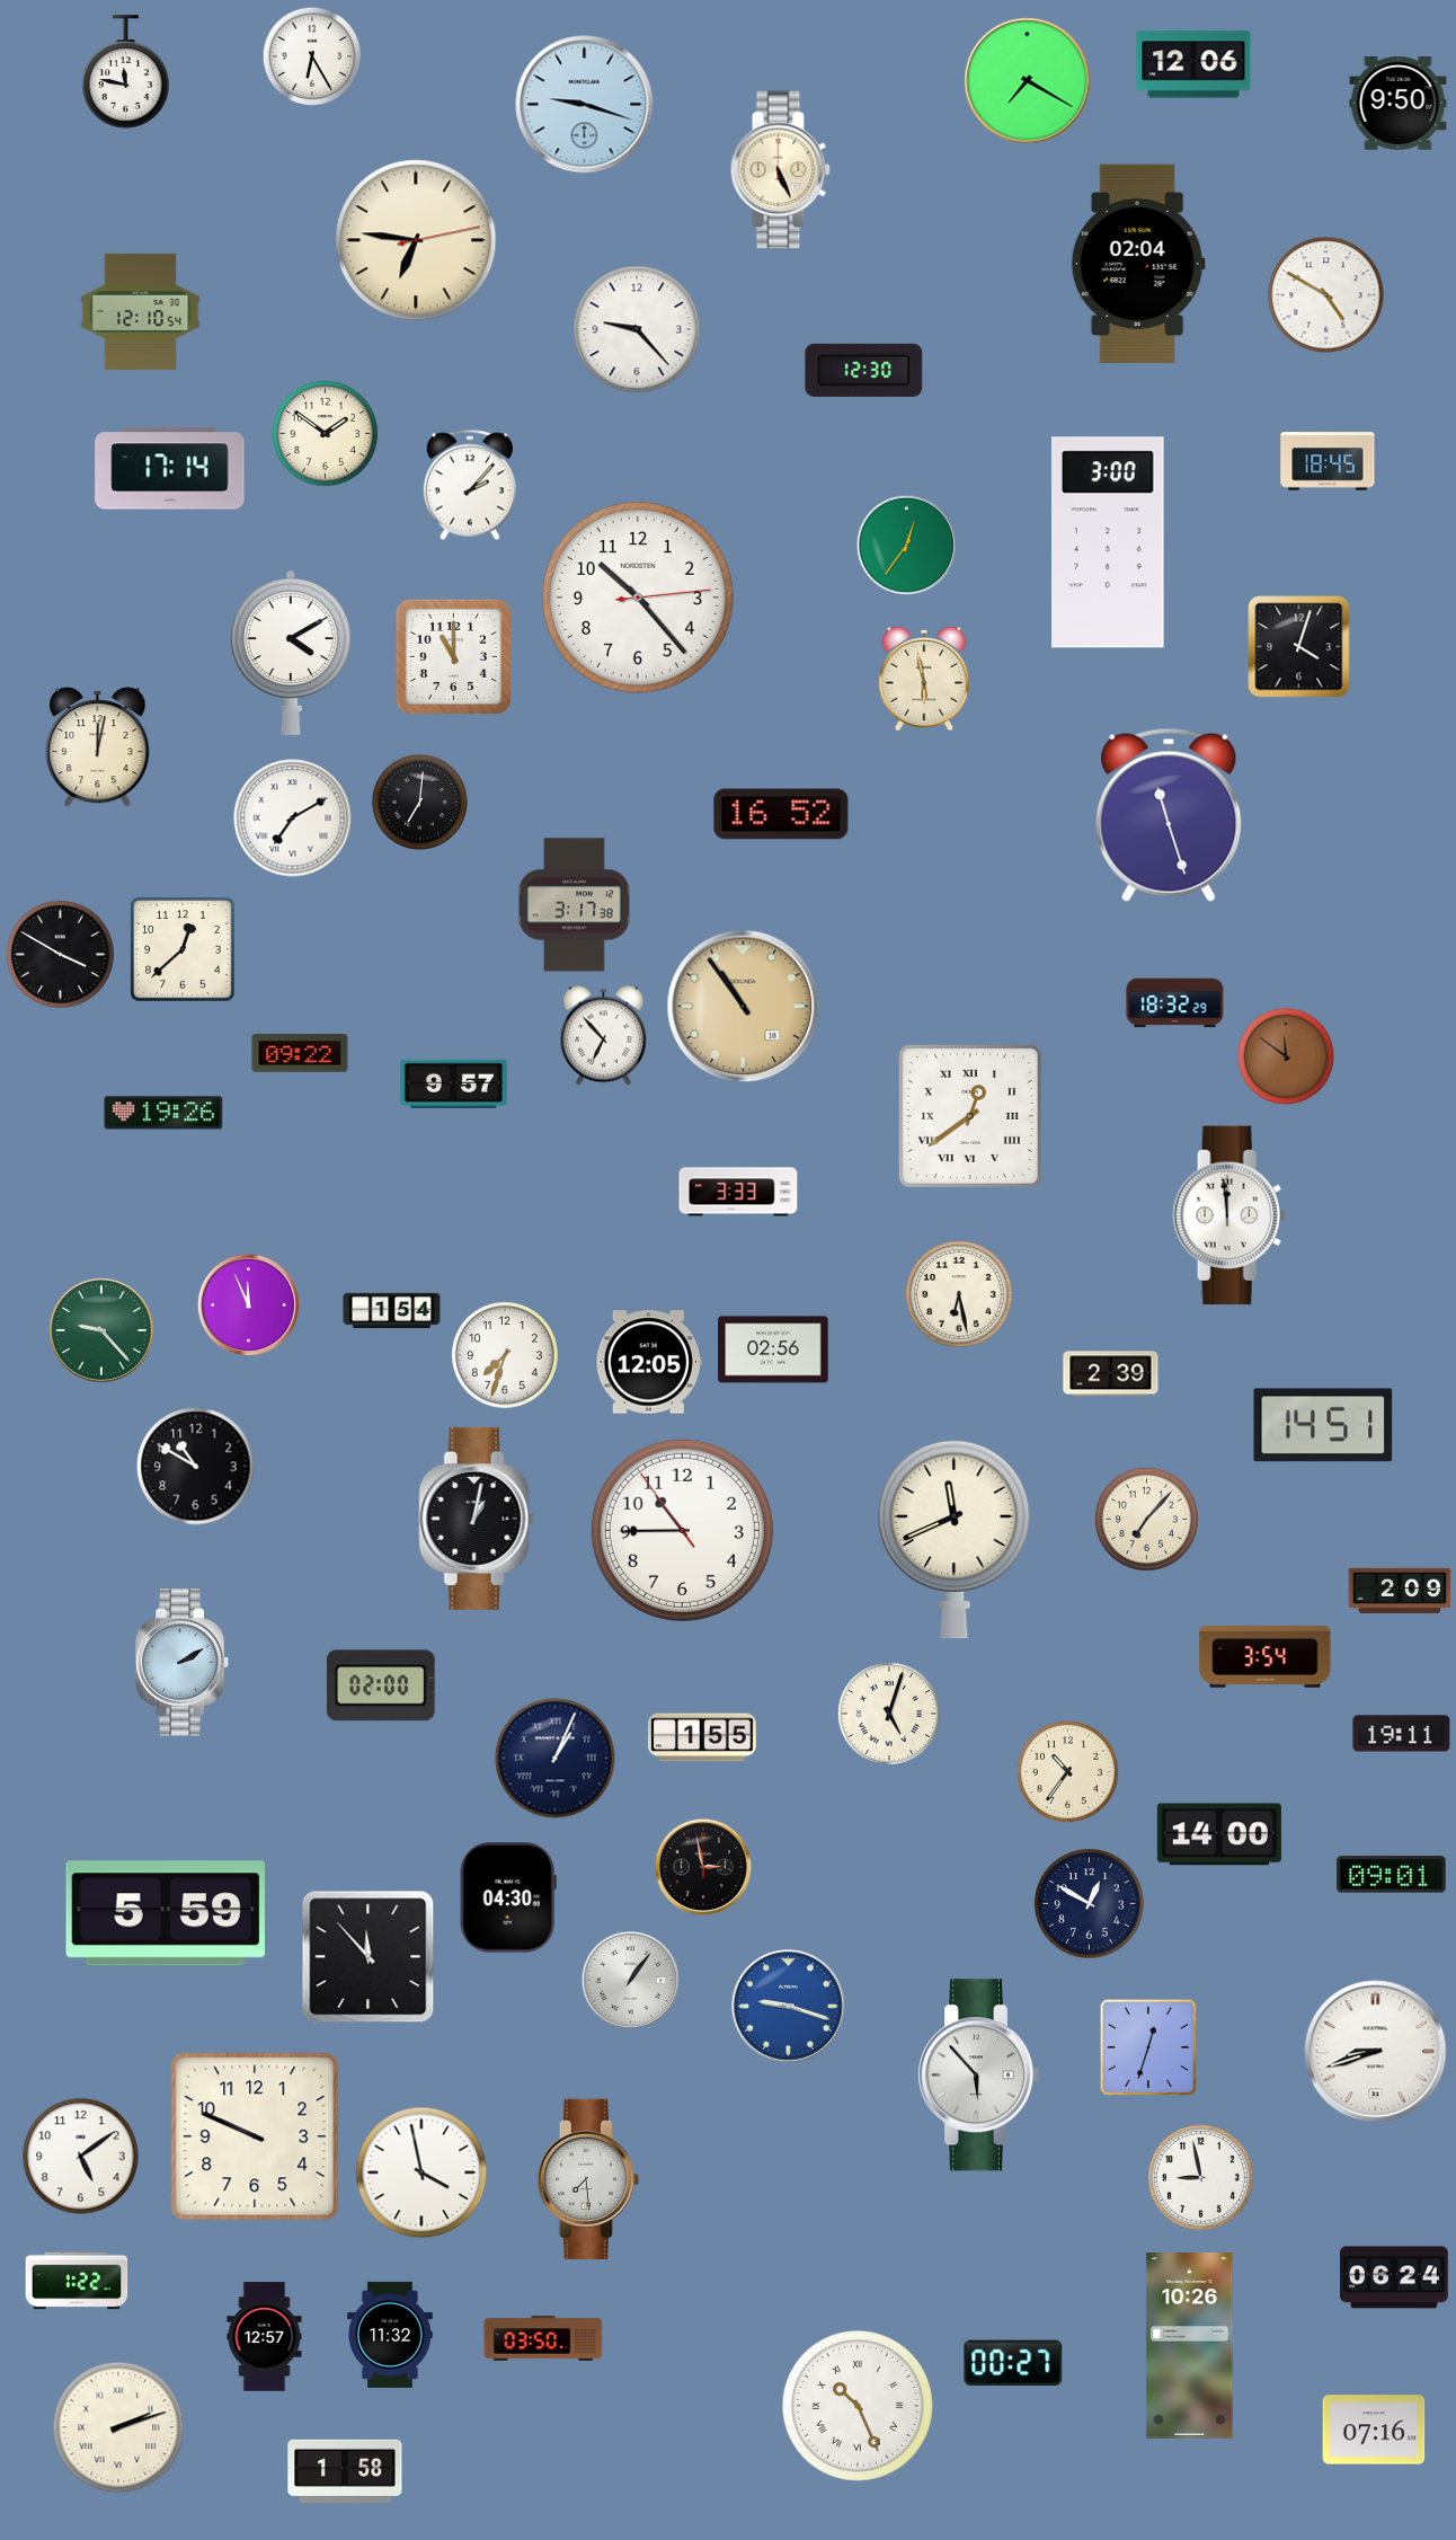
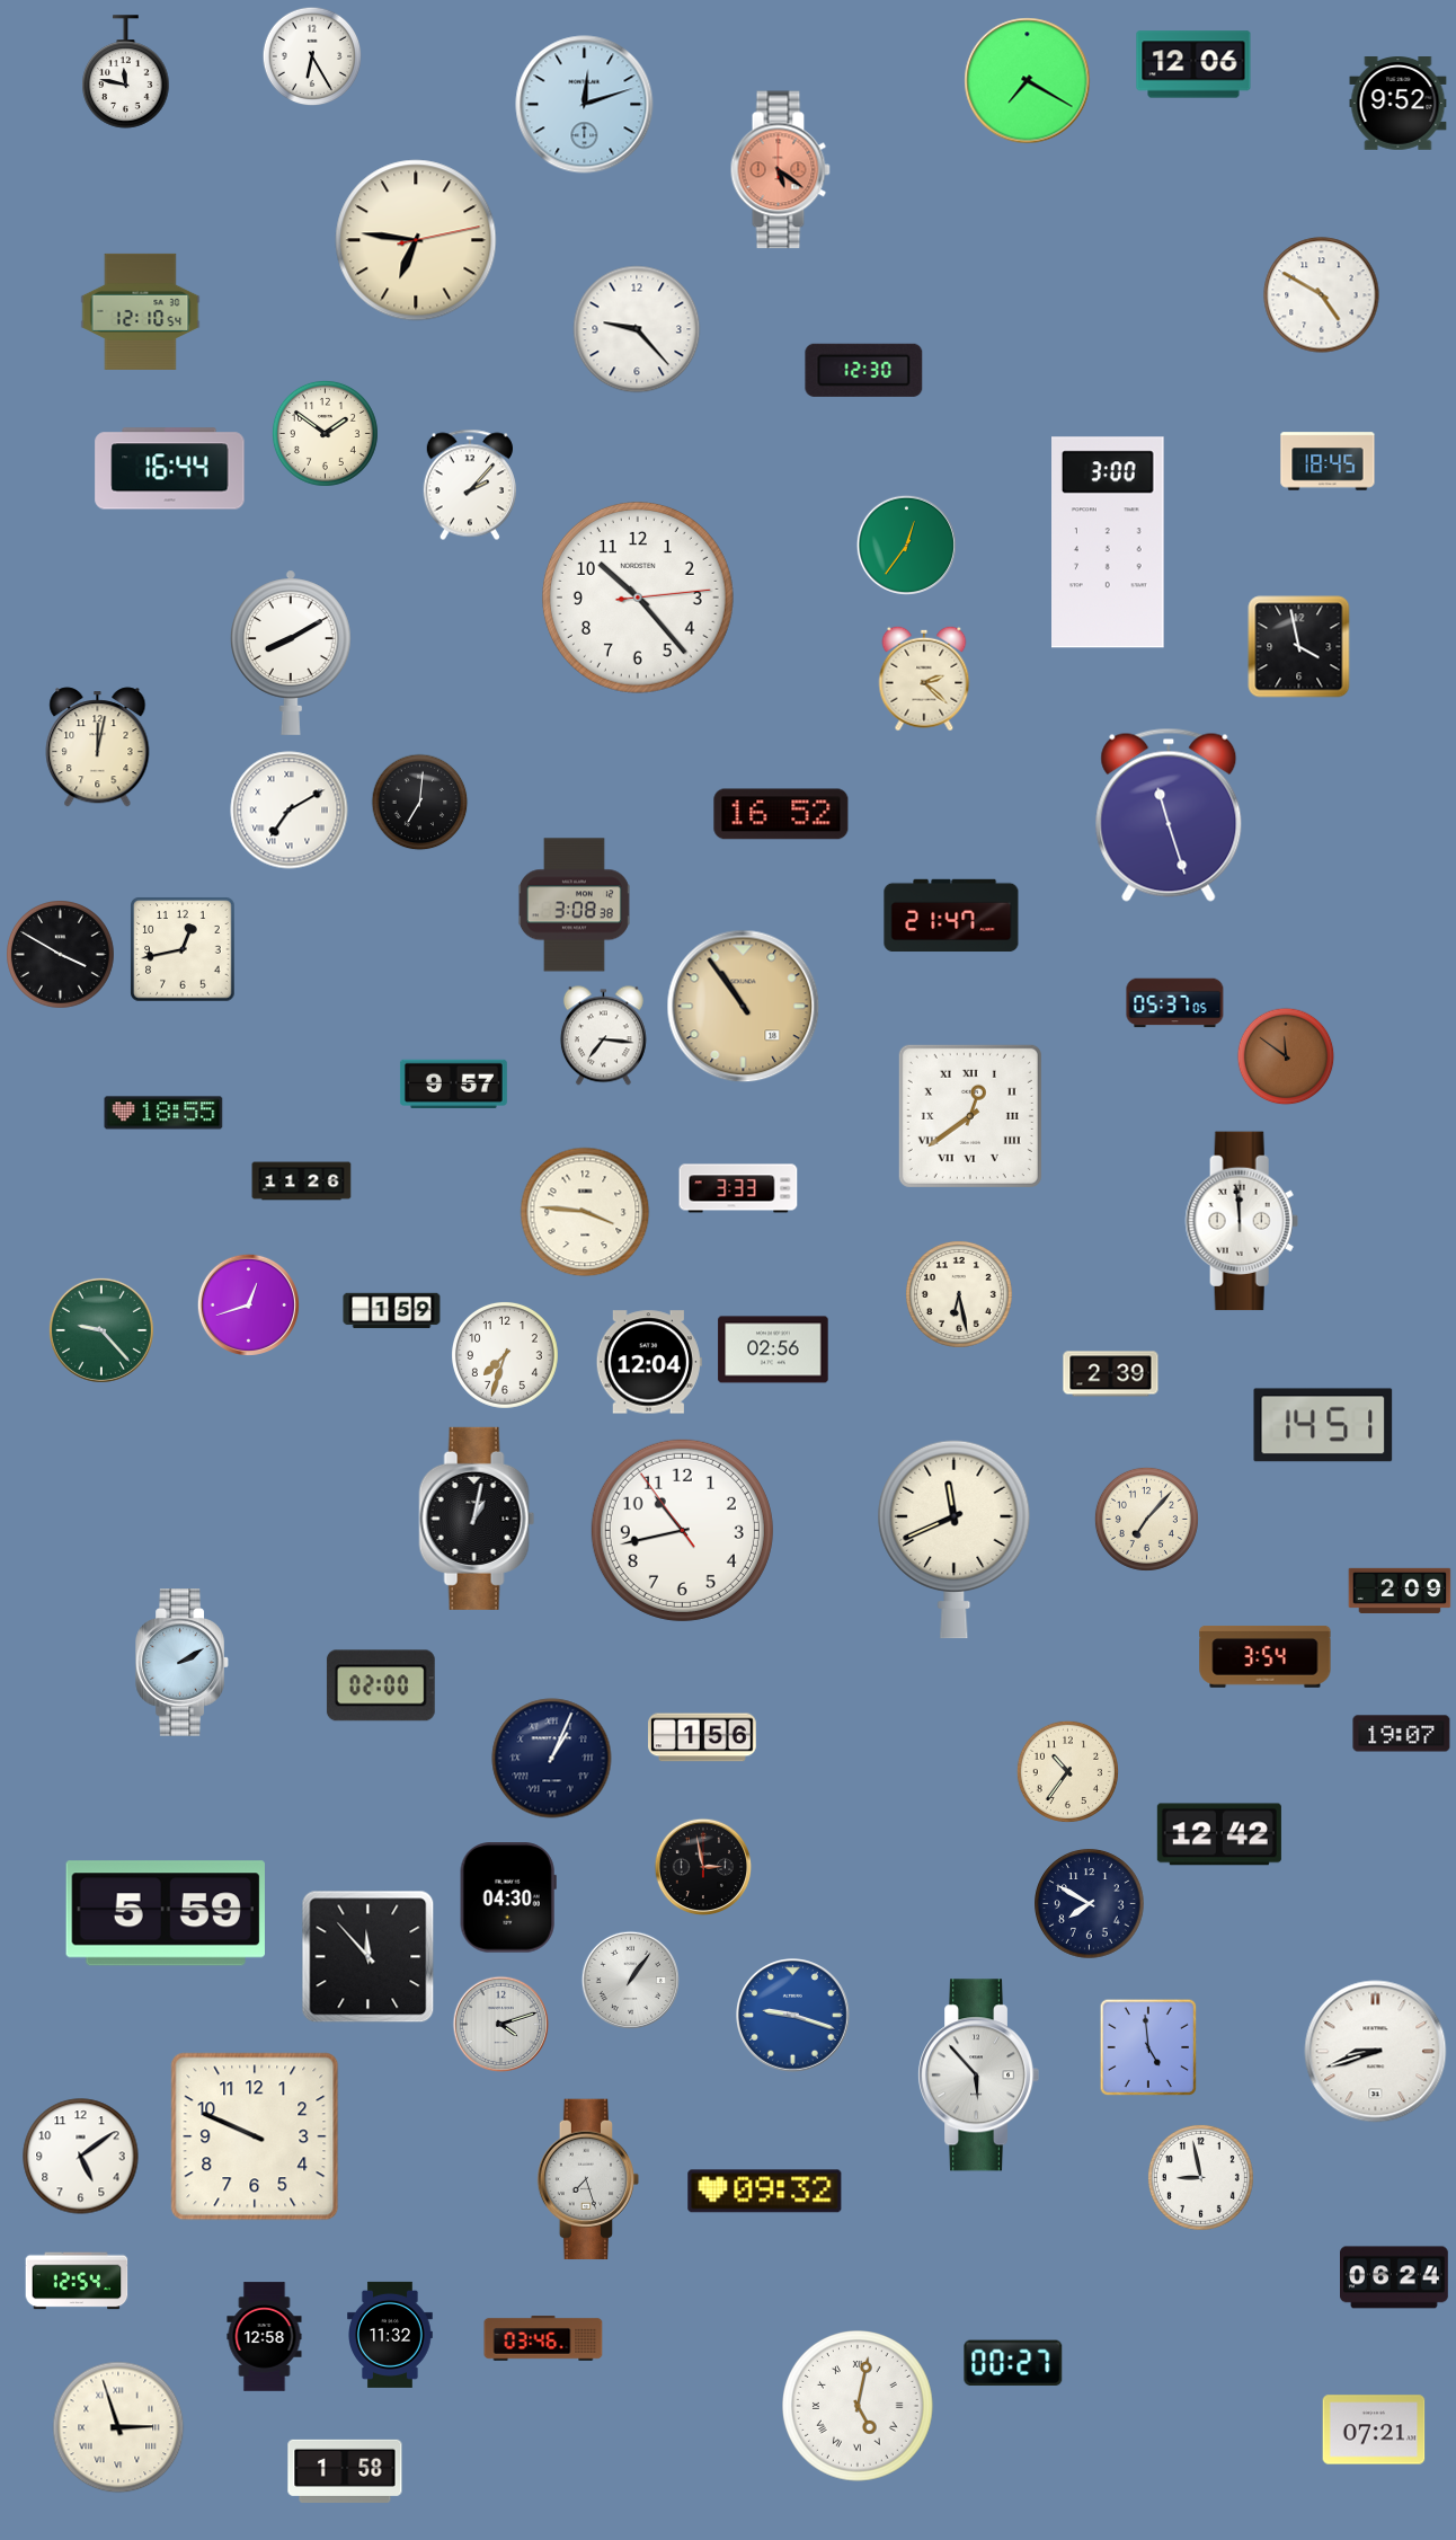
clock at (1399, 104): 9:50 -> 9:52
clock at (585, 105): 9:18 -> 12:12
clock at (780, 170): 5:26 -> 5:21
clock at (780, 170) dial: cream -> salmon
clock at (1138, 264): 02:04 -> none
clock at (1326, 295) position: (1326, 295) -> (1322, 295)
clock at (170, 469): 17:14 -> 16:44
clock at (1299, 647): 4:03 -> 3:58
clock at (291, 653): 4:10 -> 8:10
clock at (453, 656): 11:00 -> none
clock at (924, 679): 5:58 -> 2:22
clock at (293, 818) position: (293, 818) -> (290, 811)
clock at (574, 905): 3:17 -> 3:08
clock at (951, 915): none -> 21:47
clock at (183, 949): 12:38 -> 12:43
clock at (1175, 1003): 18:32 -> 05:37
clock at (603, 1036): 6:53 -> 7:16
clock at (300, 1054): 09:22 -> none
clock at (163, 1113): 19:26 -> 18:55
clock at (302, 1182): none -> 11:26
clock at (738, 1192) position: (738, 1192) -> (738, 1188)
clock at (585, 1212): none -> 3:46
clock at (1229, 1215) position: (1229, 1215) -> (1242, 1221)
clock at (248, 1304): 11:56 -> 12:42
clock at (392, 1311): 1:54 -> 1:59
clock at (649, 1362): 12:05 -> 12:04
clock at (196, 1467): 10:50 -> none
clock at (682, 1530): 10:44 -> 10:42
clock at (889, 1714): 5:03 -> none
clock at (1402, 1734): 19:11 -> 19:07
clock at (703, 1737): 1:55 -> 1:56
clock at (556, 1759) position: (556, 1759) -> (552, 1759)
clock at (1219, 1834): 14:00 -> 12:42
clock at (1392, 1875): 09:01 -> none
clock at (1090, 1904): 12:50 -> 7:50
clock at (789, 2007) position: (789, 2007) -> (793, 2016)
clock at (501, 2025): none -> 4:12
clock at (1148, 2047): 12:33 -> 4:59
clock at (421, 2172): 3:58 -> none
clock at (588, 2179): 7:29 -> 7:27
clock at (765, 2192): none -> 09:32
clock at (77, 2281): 1:22 -> 12:54
clock at (265, 2337): 12:57 -> 12:58
clock at (543, 2339): 03:50 -> 03:46
clock at (1190, 2346): 10:26 -> none
clock at (859, 2407): 10:26 -> 5:02
clock at (118, 2427): 2:12 -> 2:57
clock at (1374, 2430): 07:16 -> 07:21
